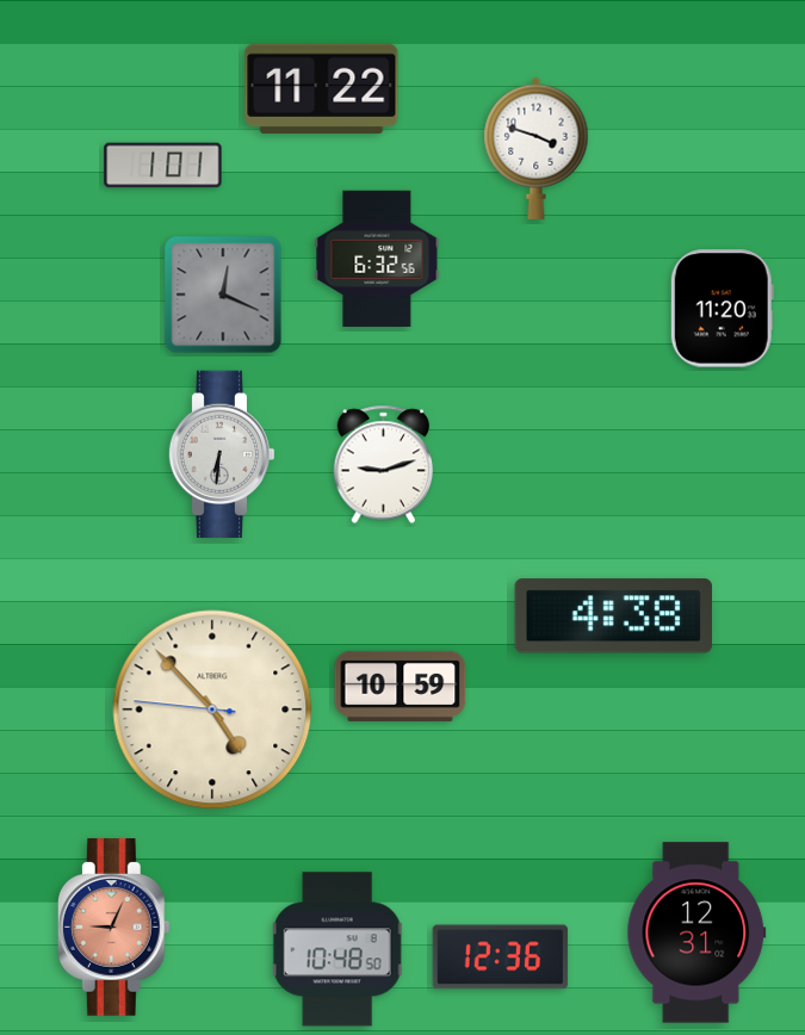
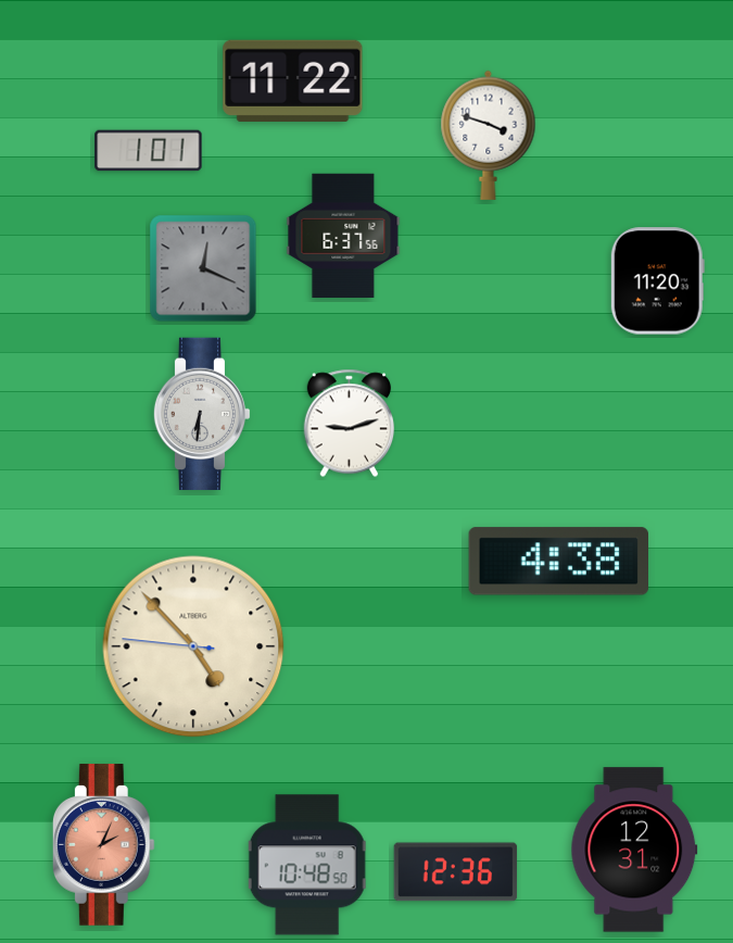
clock at (377, 259): 6:32 -> 6:37
clock at (401, 686): 10:59 -> none
clock at (113, 928): 9:04 -> 2:04
